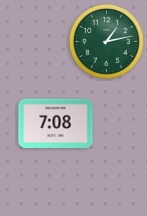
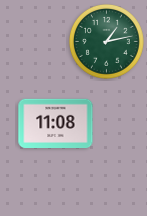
clock at (56, 124): 7:08 -> 11:08
